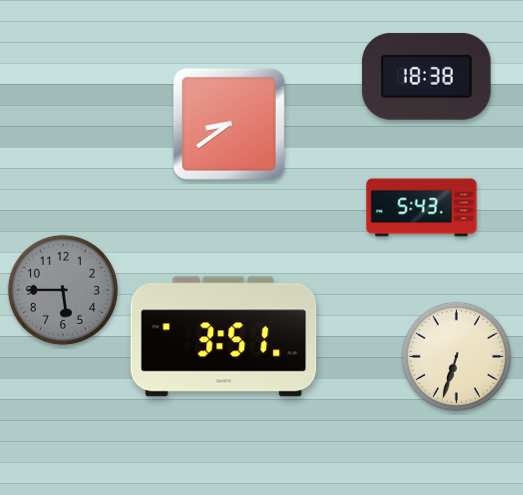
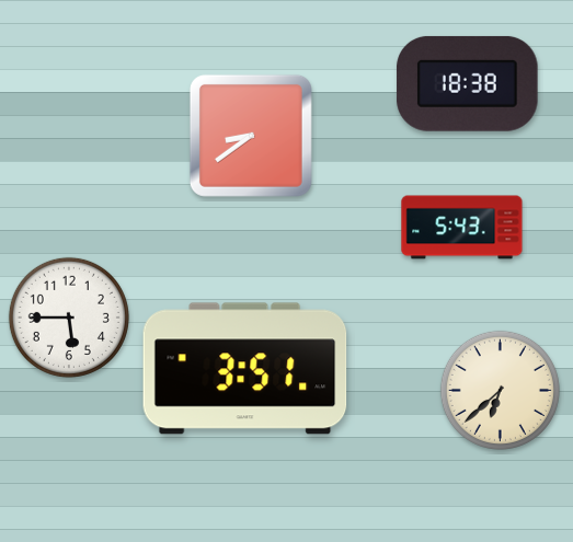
clock at (63, 290) dial: grey -> white
clock at (456, 356): 6:33 -> 6:38
